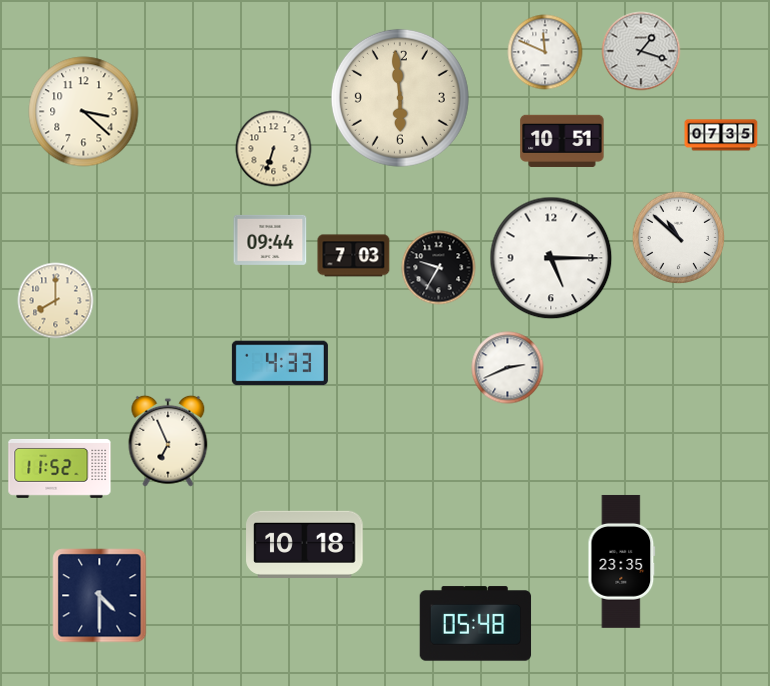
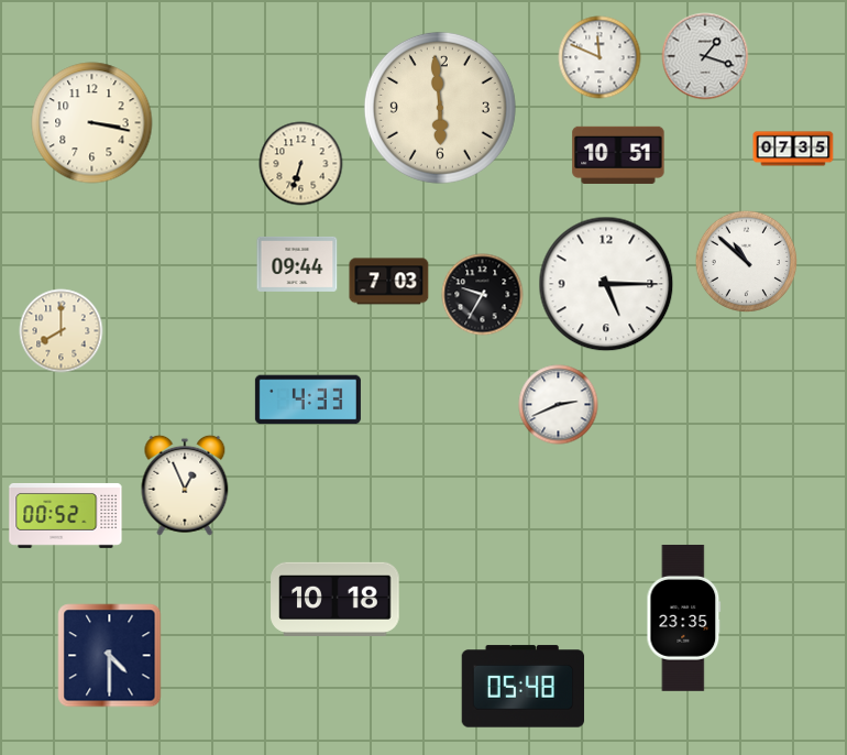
clock at (84, 112): 3:22 -> 3:17
clock at (168, 441): 6:56 -> 12:56
clock at (60, 468): 11:52 -> 00:52
